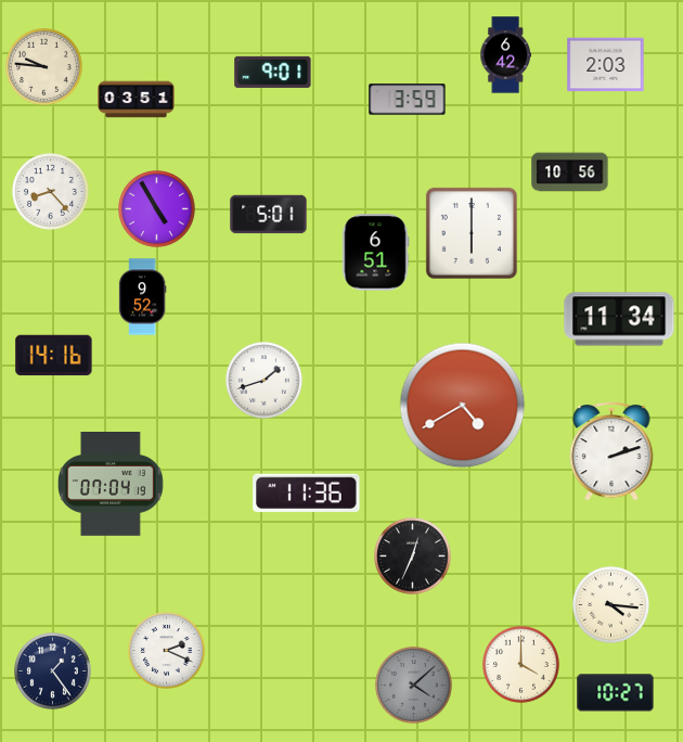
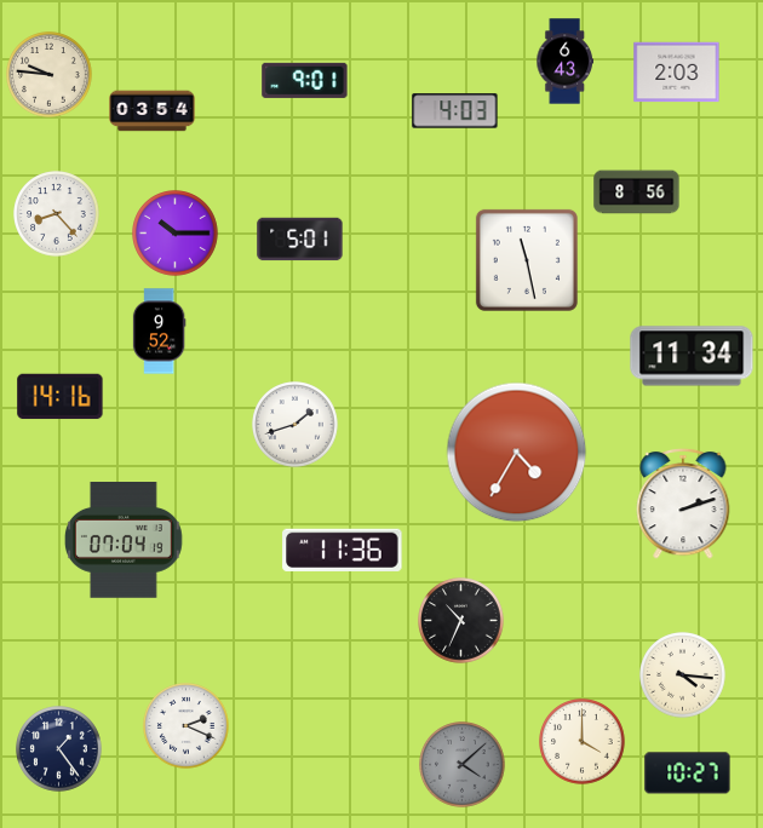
clock at (505, 55): 6:42 -> 6:43
clock at (137, 100): 03:51 -> 03:54
clock at (408, 100): 3:59 -> 4:03
clock at (570, 172): 10:56 -> 8:56
clock at (157, 209): 4:55 -> 10:15
clock at (472, 233): 6:00 -> 11:28
clock at (375, 253): 6:51 -> none
clock at (463, 406): 4:40 -> 4:35
clock at (413, 556): 12:34 -> 10:34
